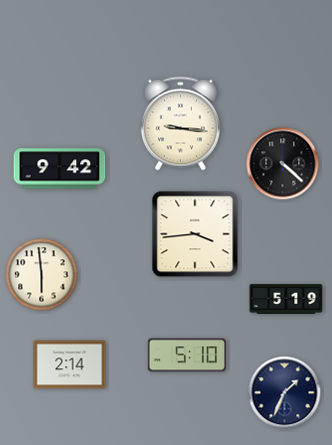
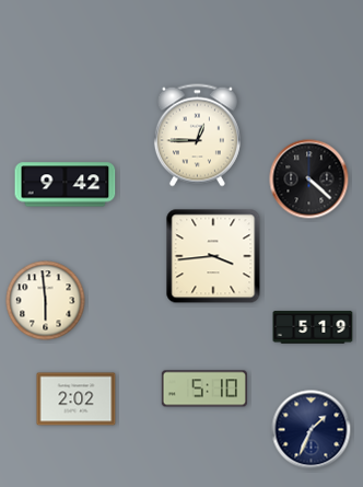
clock at (180, 124): 9:16 -> 12:45
clock at (70, 365): 2:14 -> 2:02
